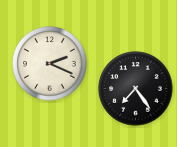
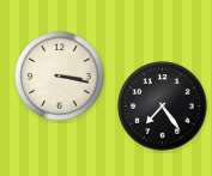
clock at (50, 64): 2:19 -> 3:17
